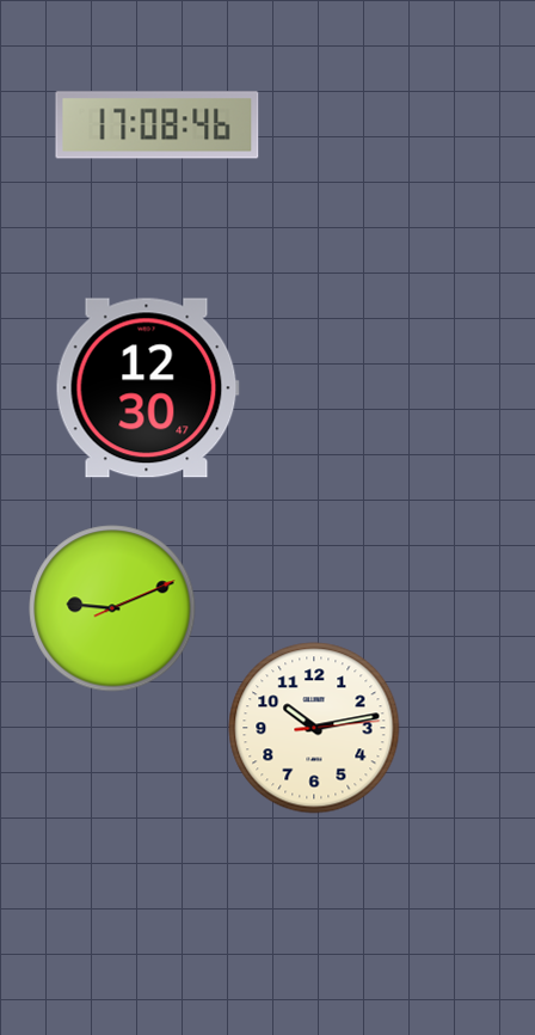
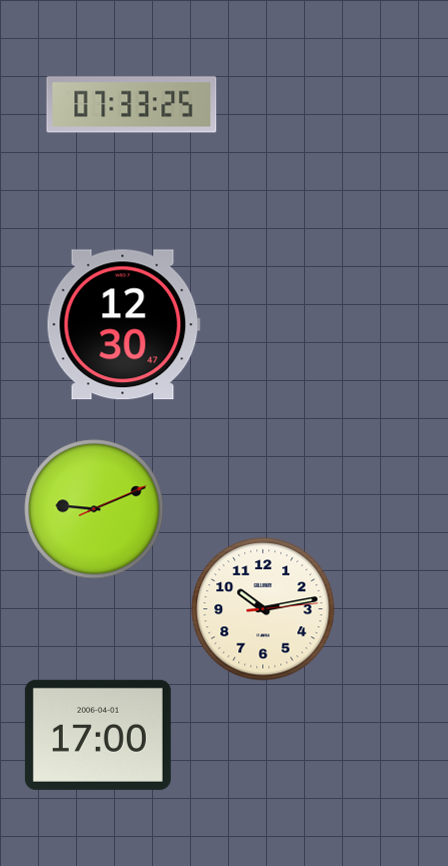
clock at (158, 125): 17:08 -> 07:33
clock at (98, 735): none -> 17:00
